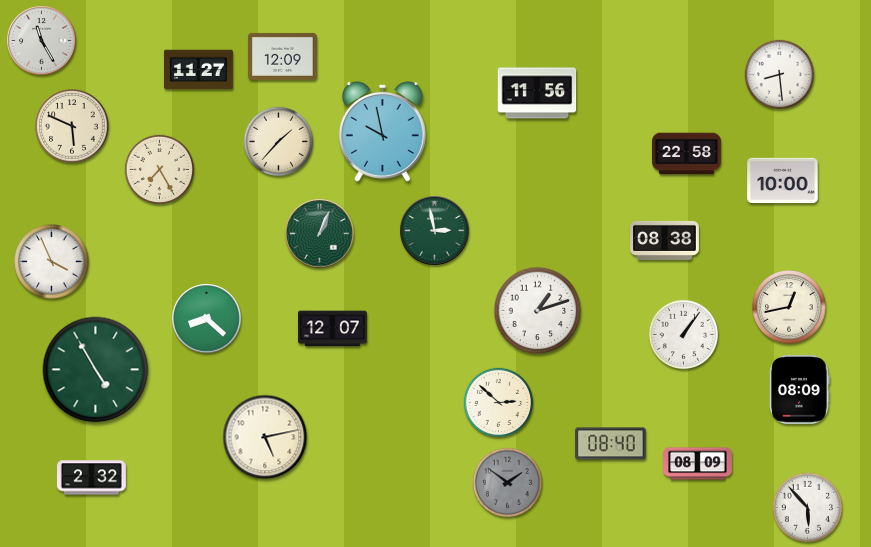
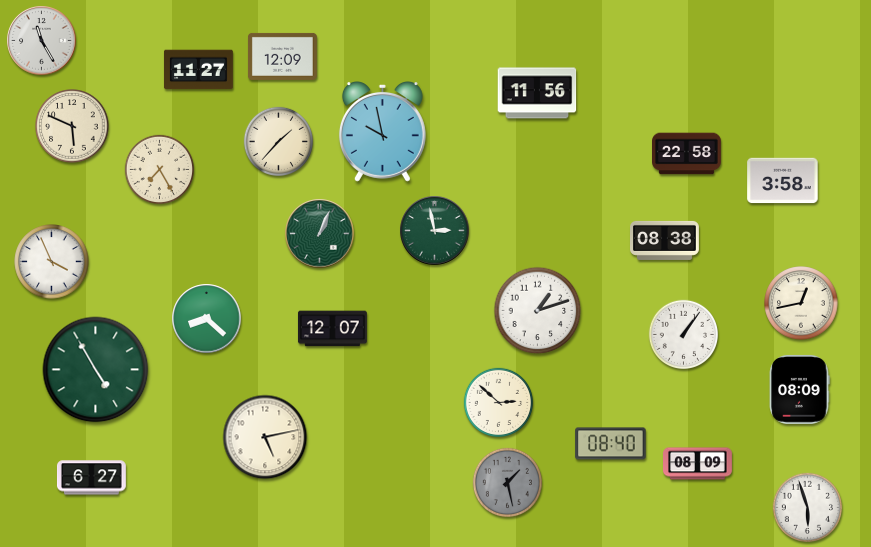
clock at (779, 74): 8:29 -> none
clock at (783, 181): 10:00 -> 3:58
clock at (789, 307) position: (789, 307) -> (801, 303)
clock at (91, 478): 2:32 -> 6:27
clock at (507, 482): 1:51 -> 1:28
clock at (807, 507): 5:53 -> 5:57
